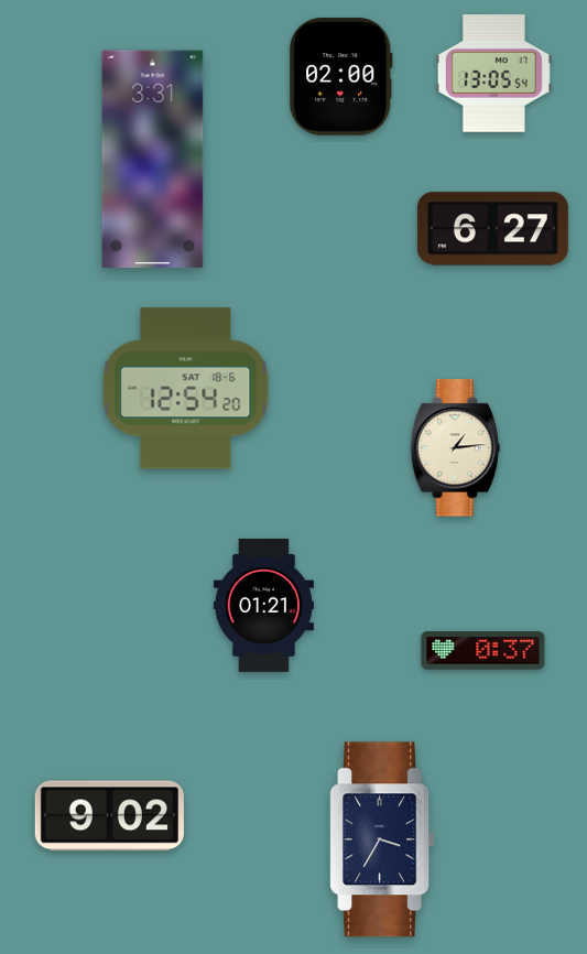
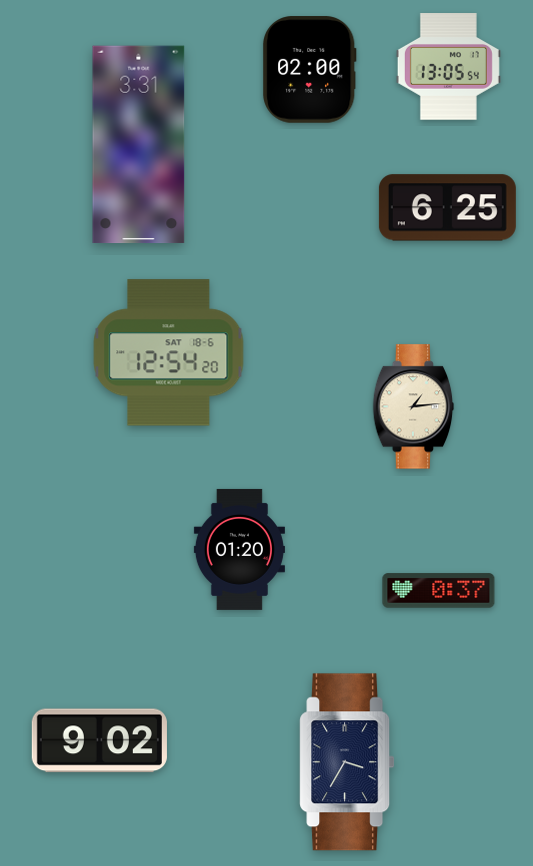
clock at (492, 229): 6:27 -> 6:25
clock at (263, 605): 01:21 -> 01:20
